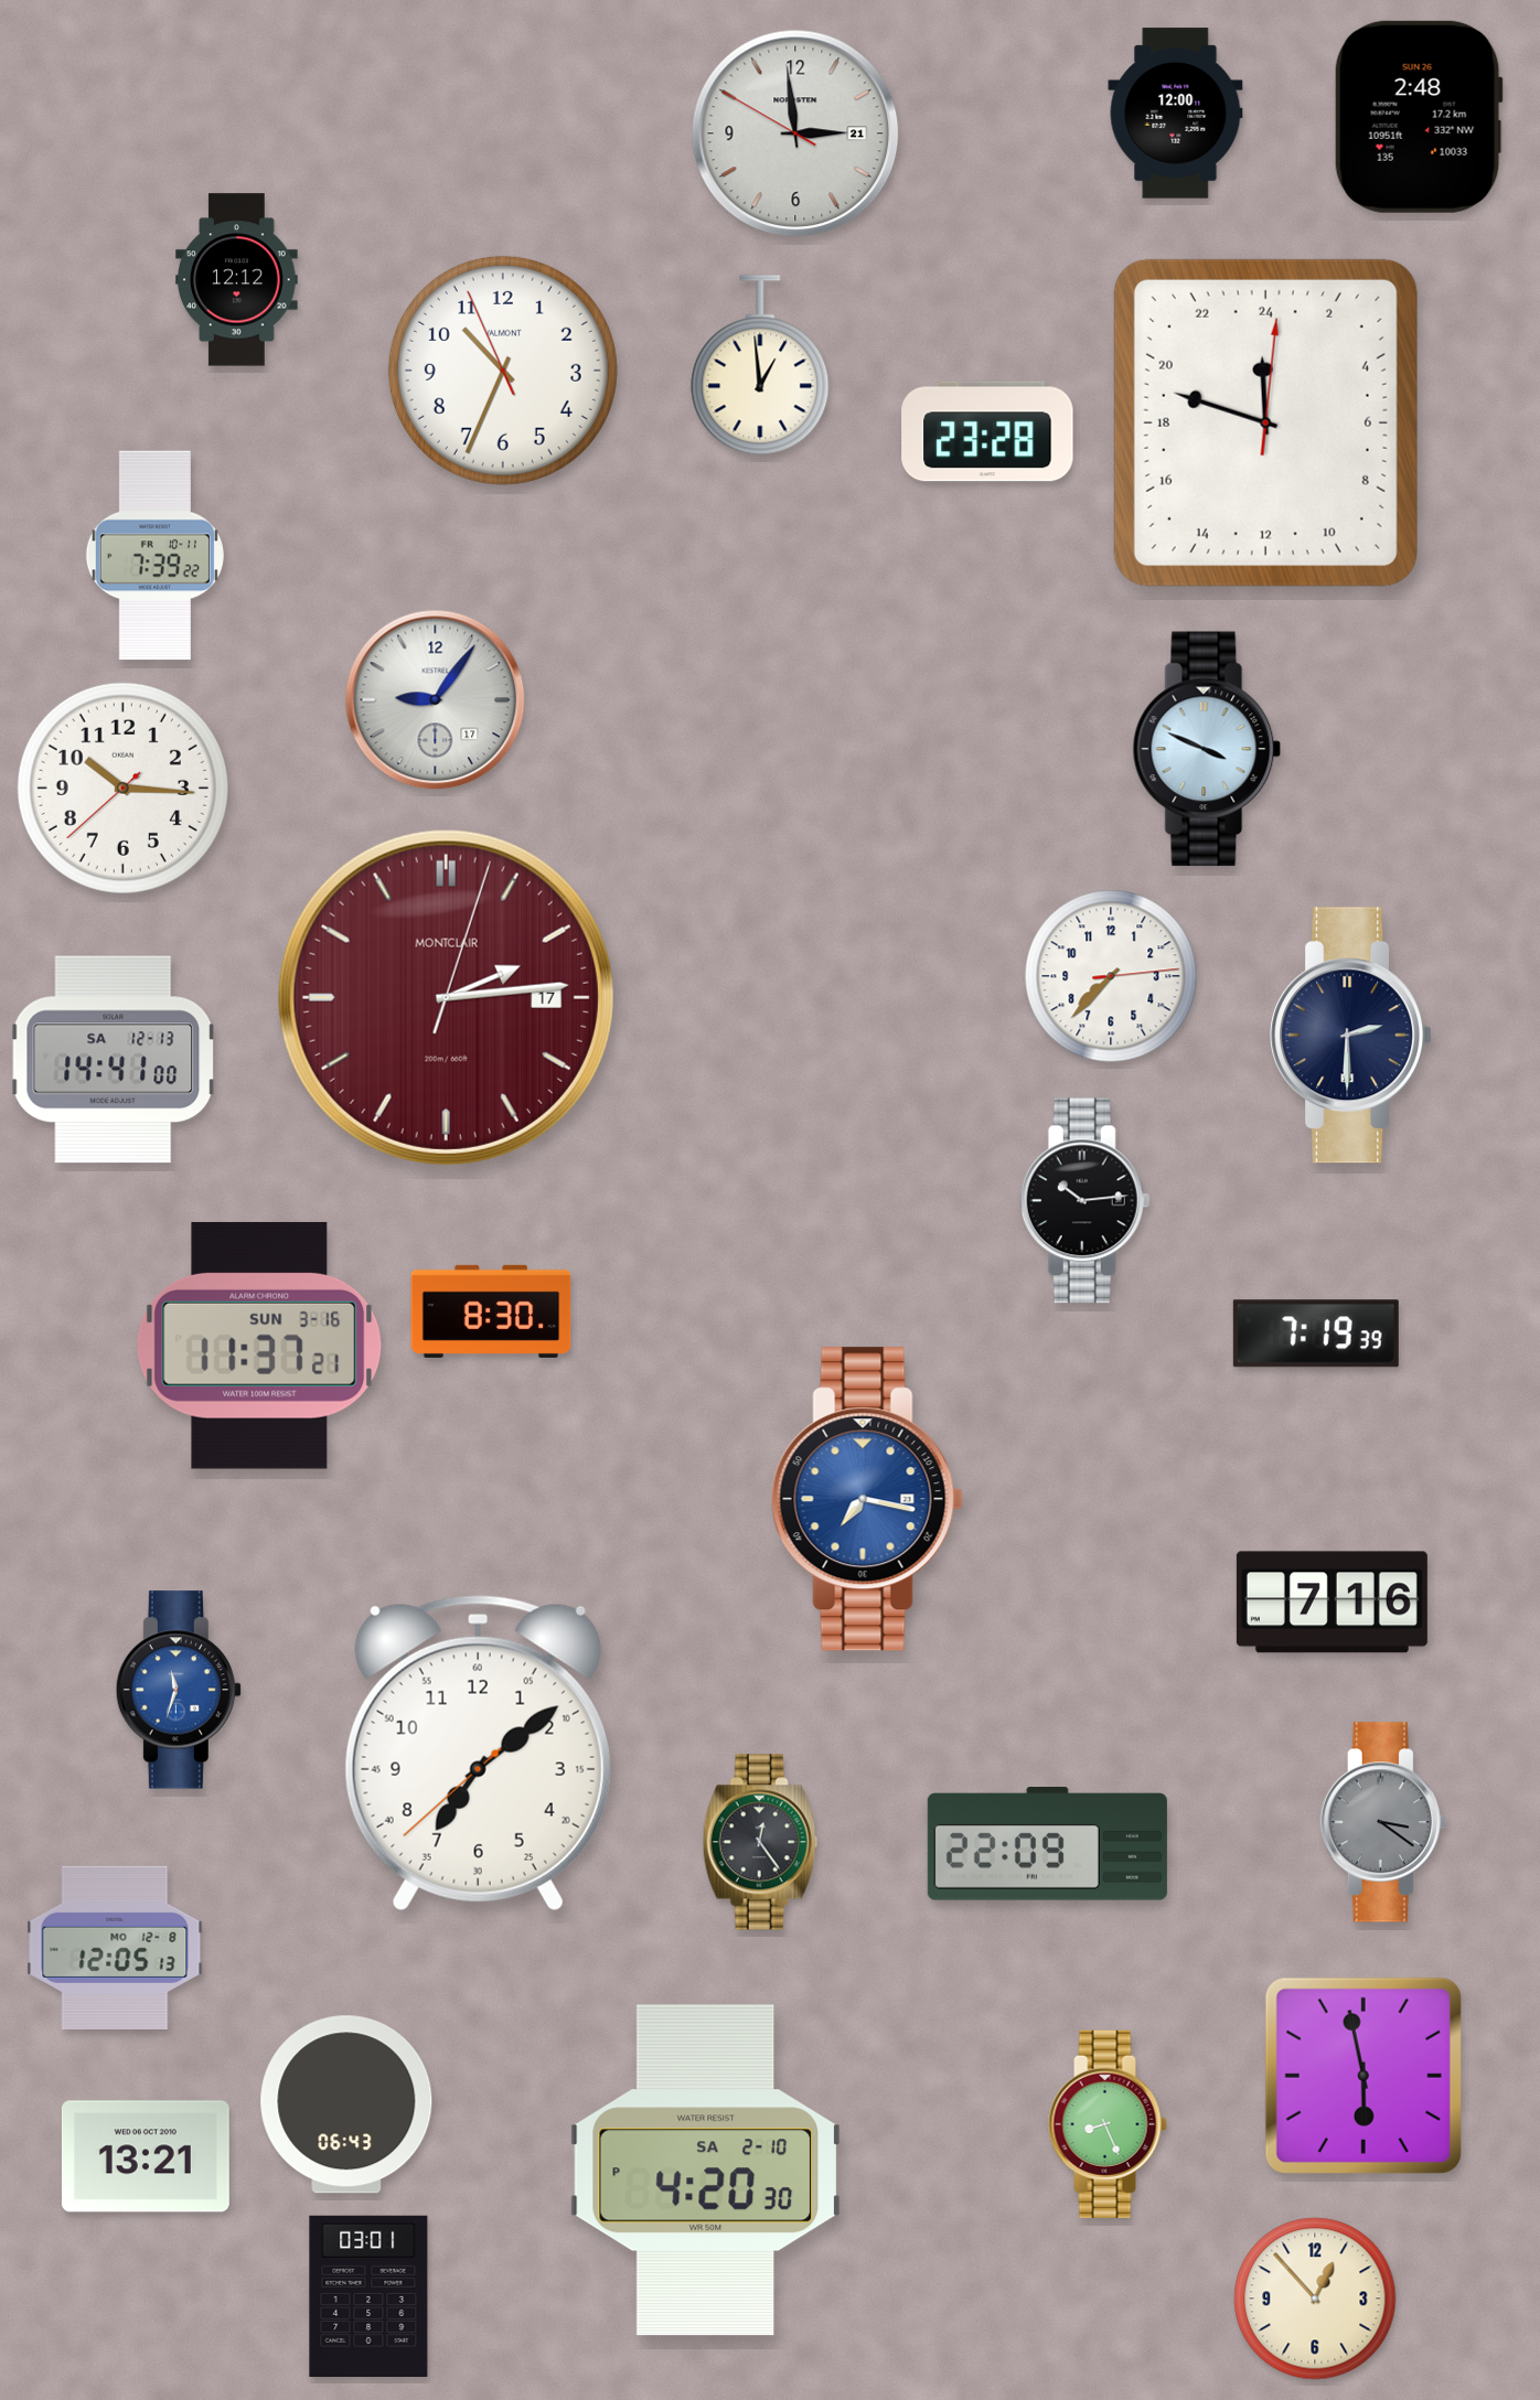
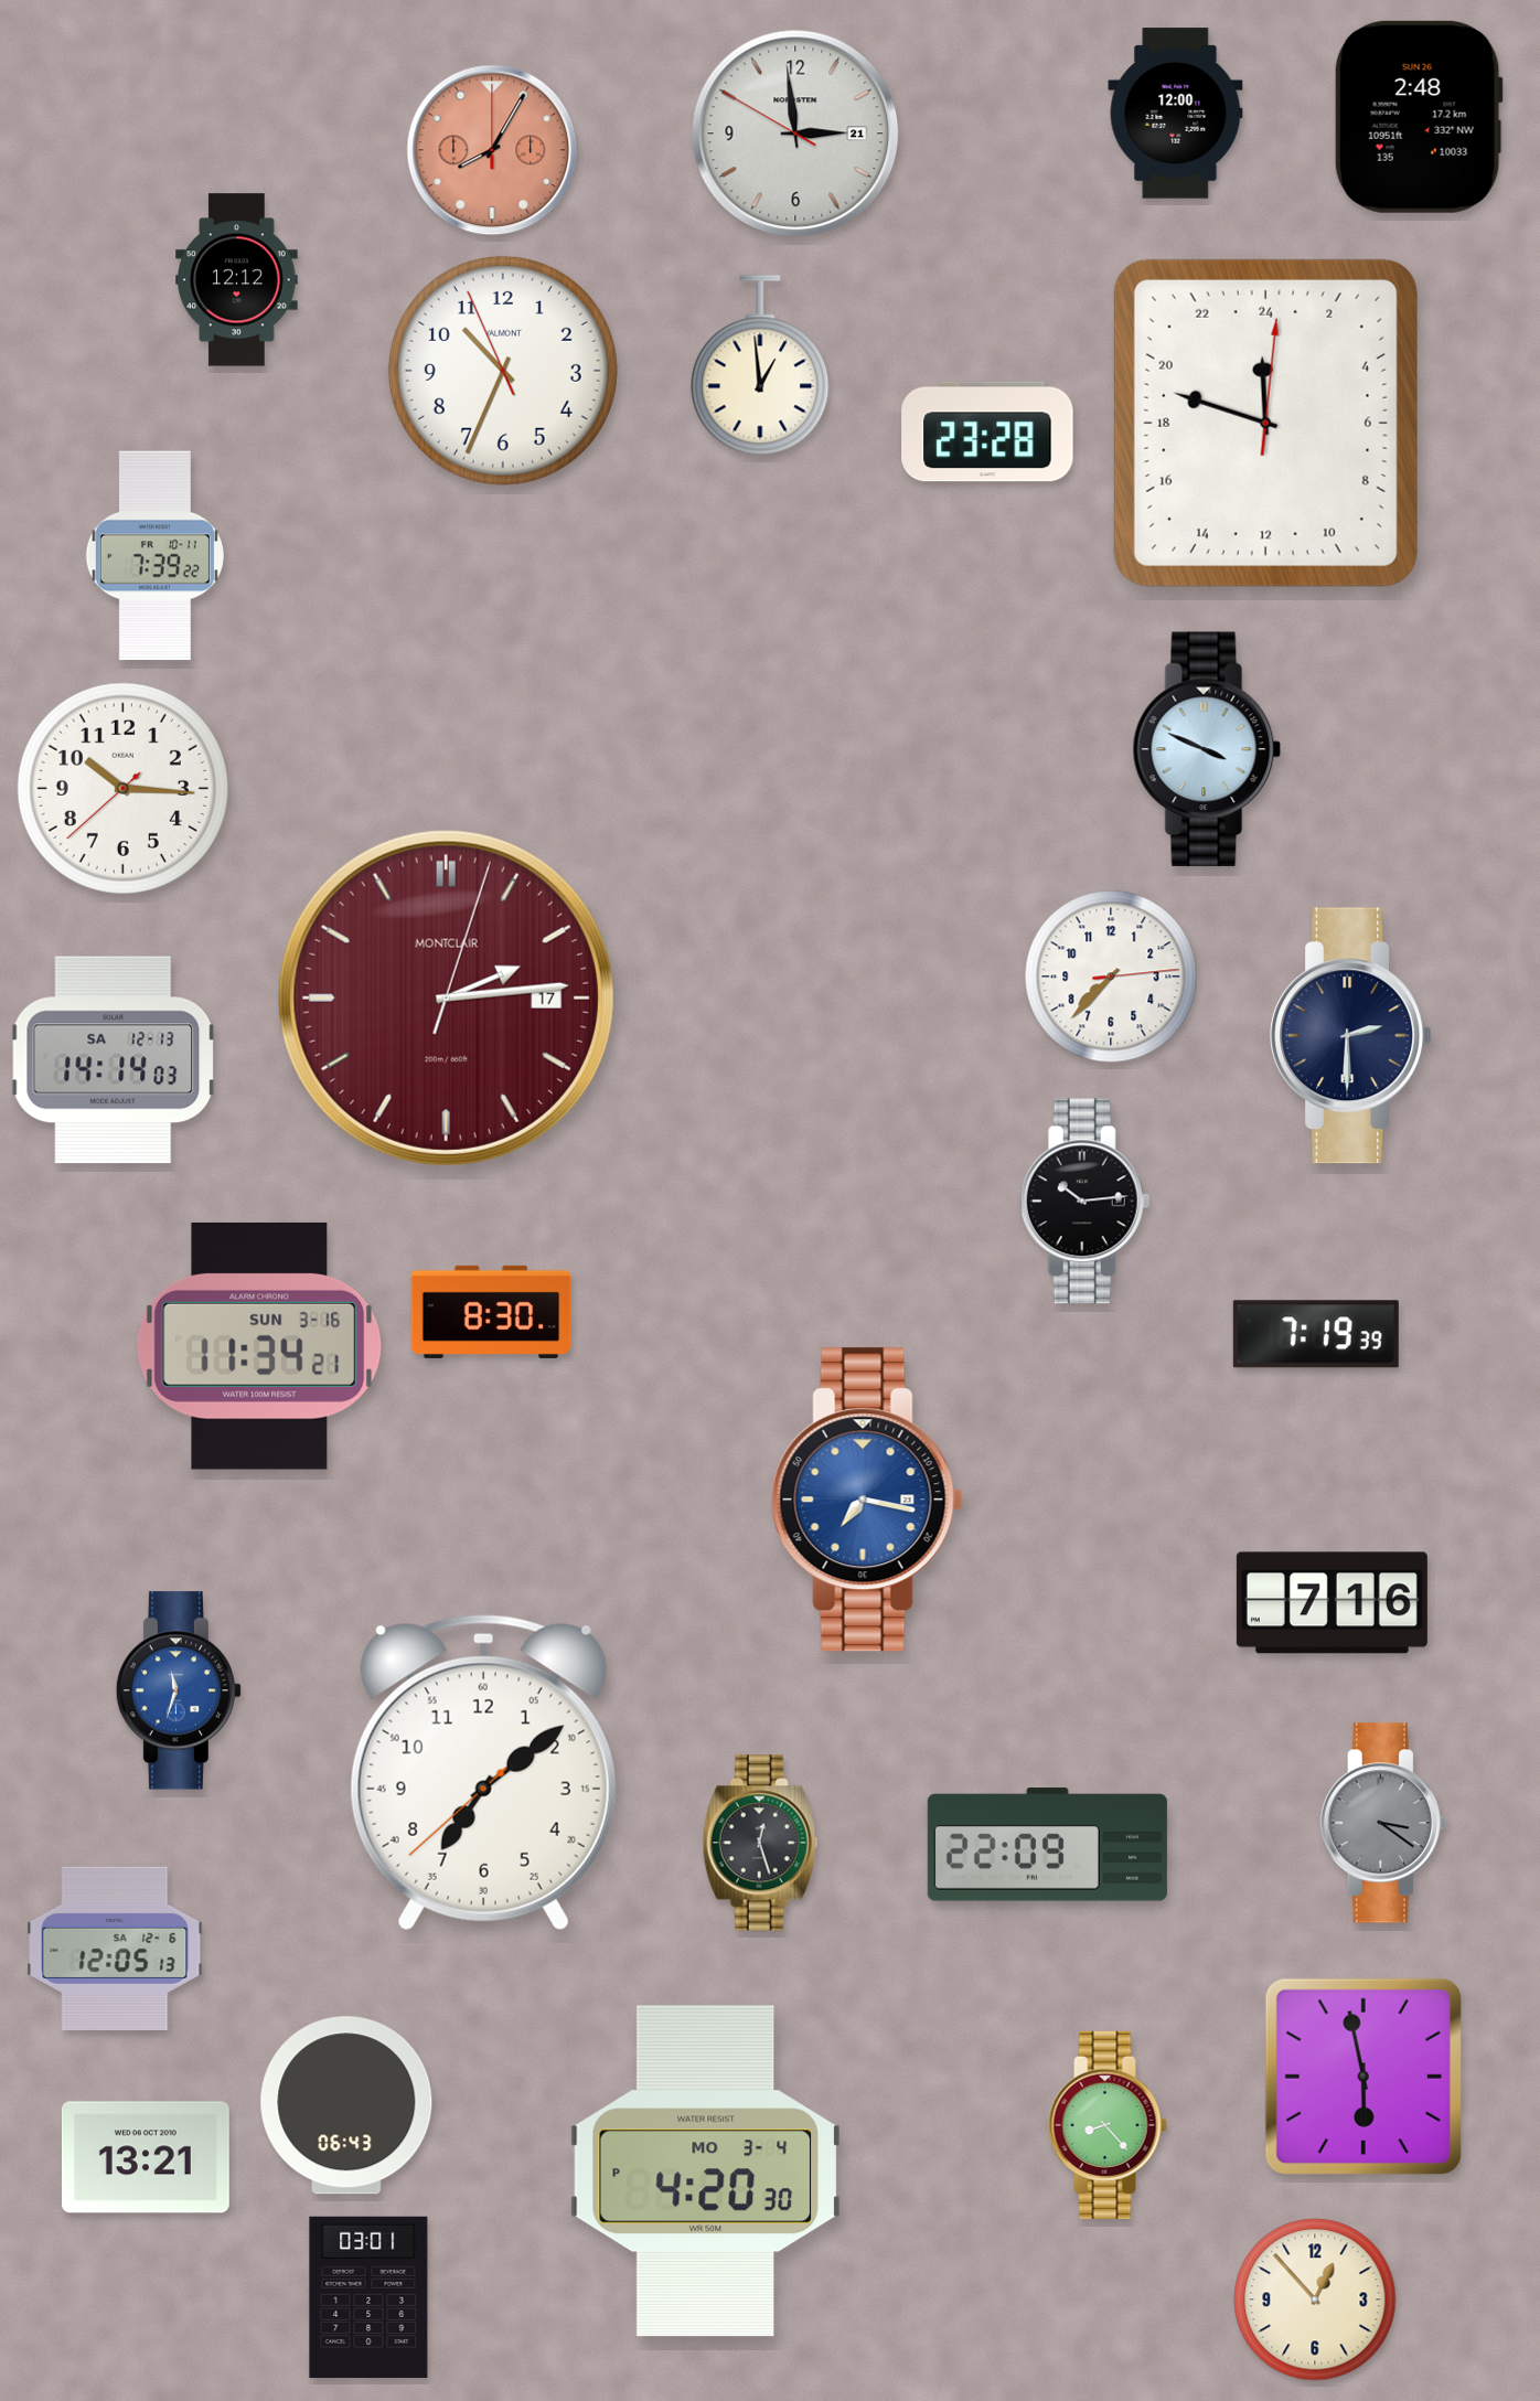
clock at (492, 150): none -> 8:05
clock at (436, 700): 9:06 -> none
clock at (114, 1060): 14:41 -> 14:14
clock at (259, 1346): 11:37 -> 11:34
clock at (478, 1754) position: (478, 1754) -> (483, 1773)
clock at (760, 1842): 12:24 -> 12:27
clock at (115, 1947) date: MO 12-8 -> SA 12-6
clock at (1108, 2124): 8:26 -> 8:23
clock at (705, 2171) date: SA 2-10 -> MO 3-4
